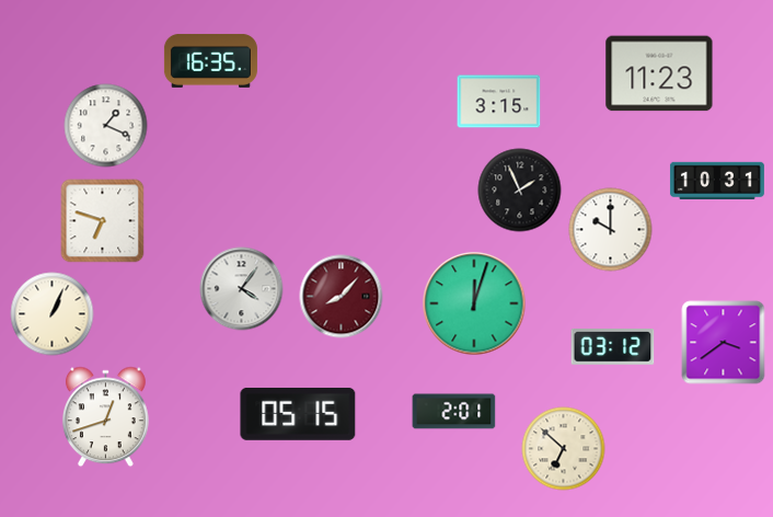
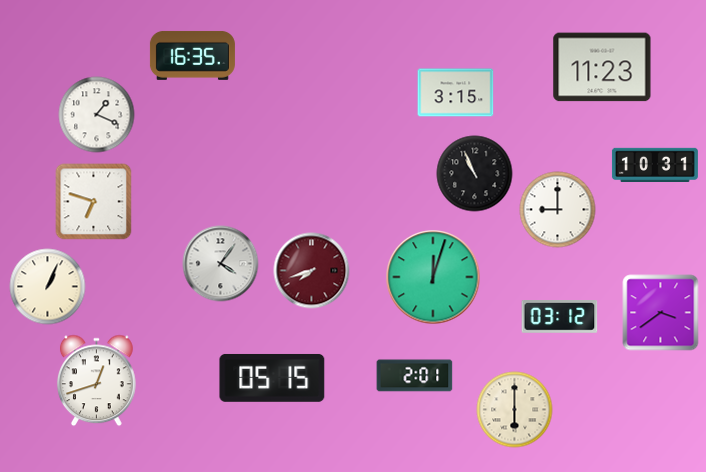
clock at (520, 191): 1:56 -> 10:56
clock at (611, 230): 10:00 -> 9:00
clock at (342, 297): 8:07 -> 7:42
clock at (564, 449): 6:52 -> 6:00
